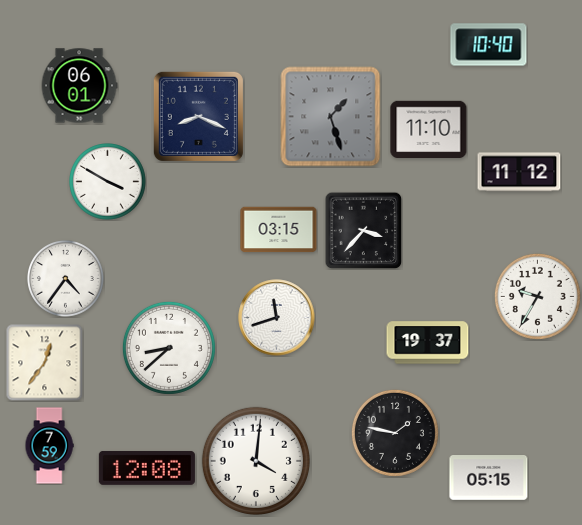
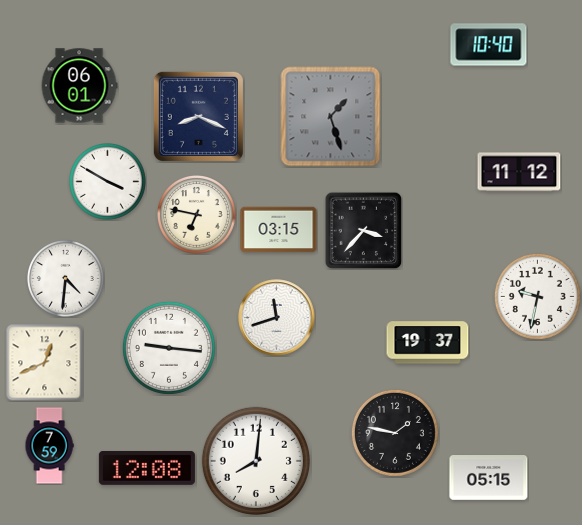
clock at (429, 129): 11:10 -> none
clock at (197, 215): none -> 6:47
clock at (66, 279): 4:36 -> 4:31
clock at (537, 296): 9:35 -> 9:32
clock at (169, 348): 8:38 -> 9:16
clock at (44, 362): 12:36 -> 12:41
clock at (256, 461): 4:01 -> 8:01
